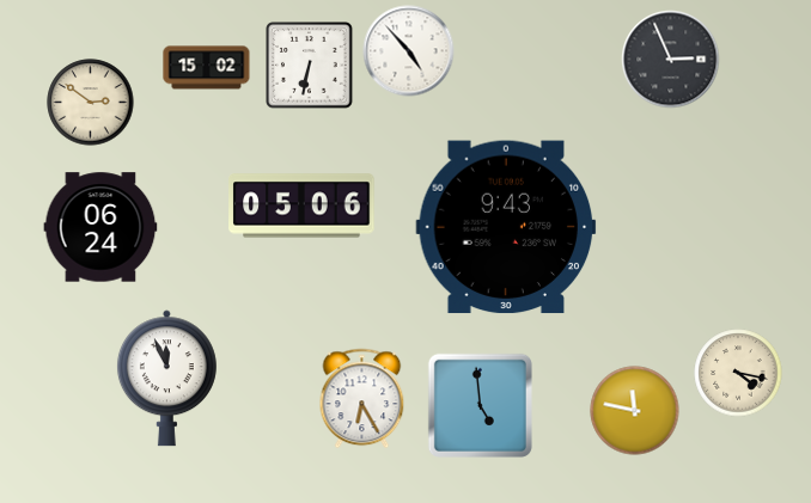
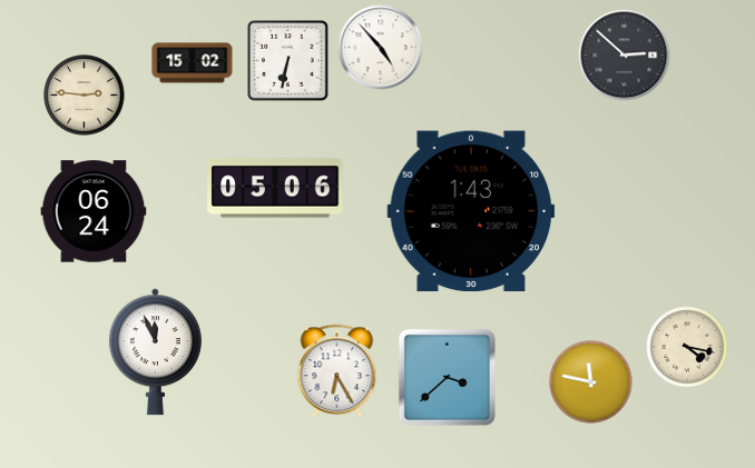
clock at (671, 60): 2:56 -> 2:52
clock at (91, 103): 2:51 -> 2:46
clock at (301, 206) position: (301, 206) -> (275, 188)
clock at (506, 227): 9:43 -> 1:43
clock at (480, 405): 4:59 -> 3:38
